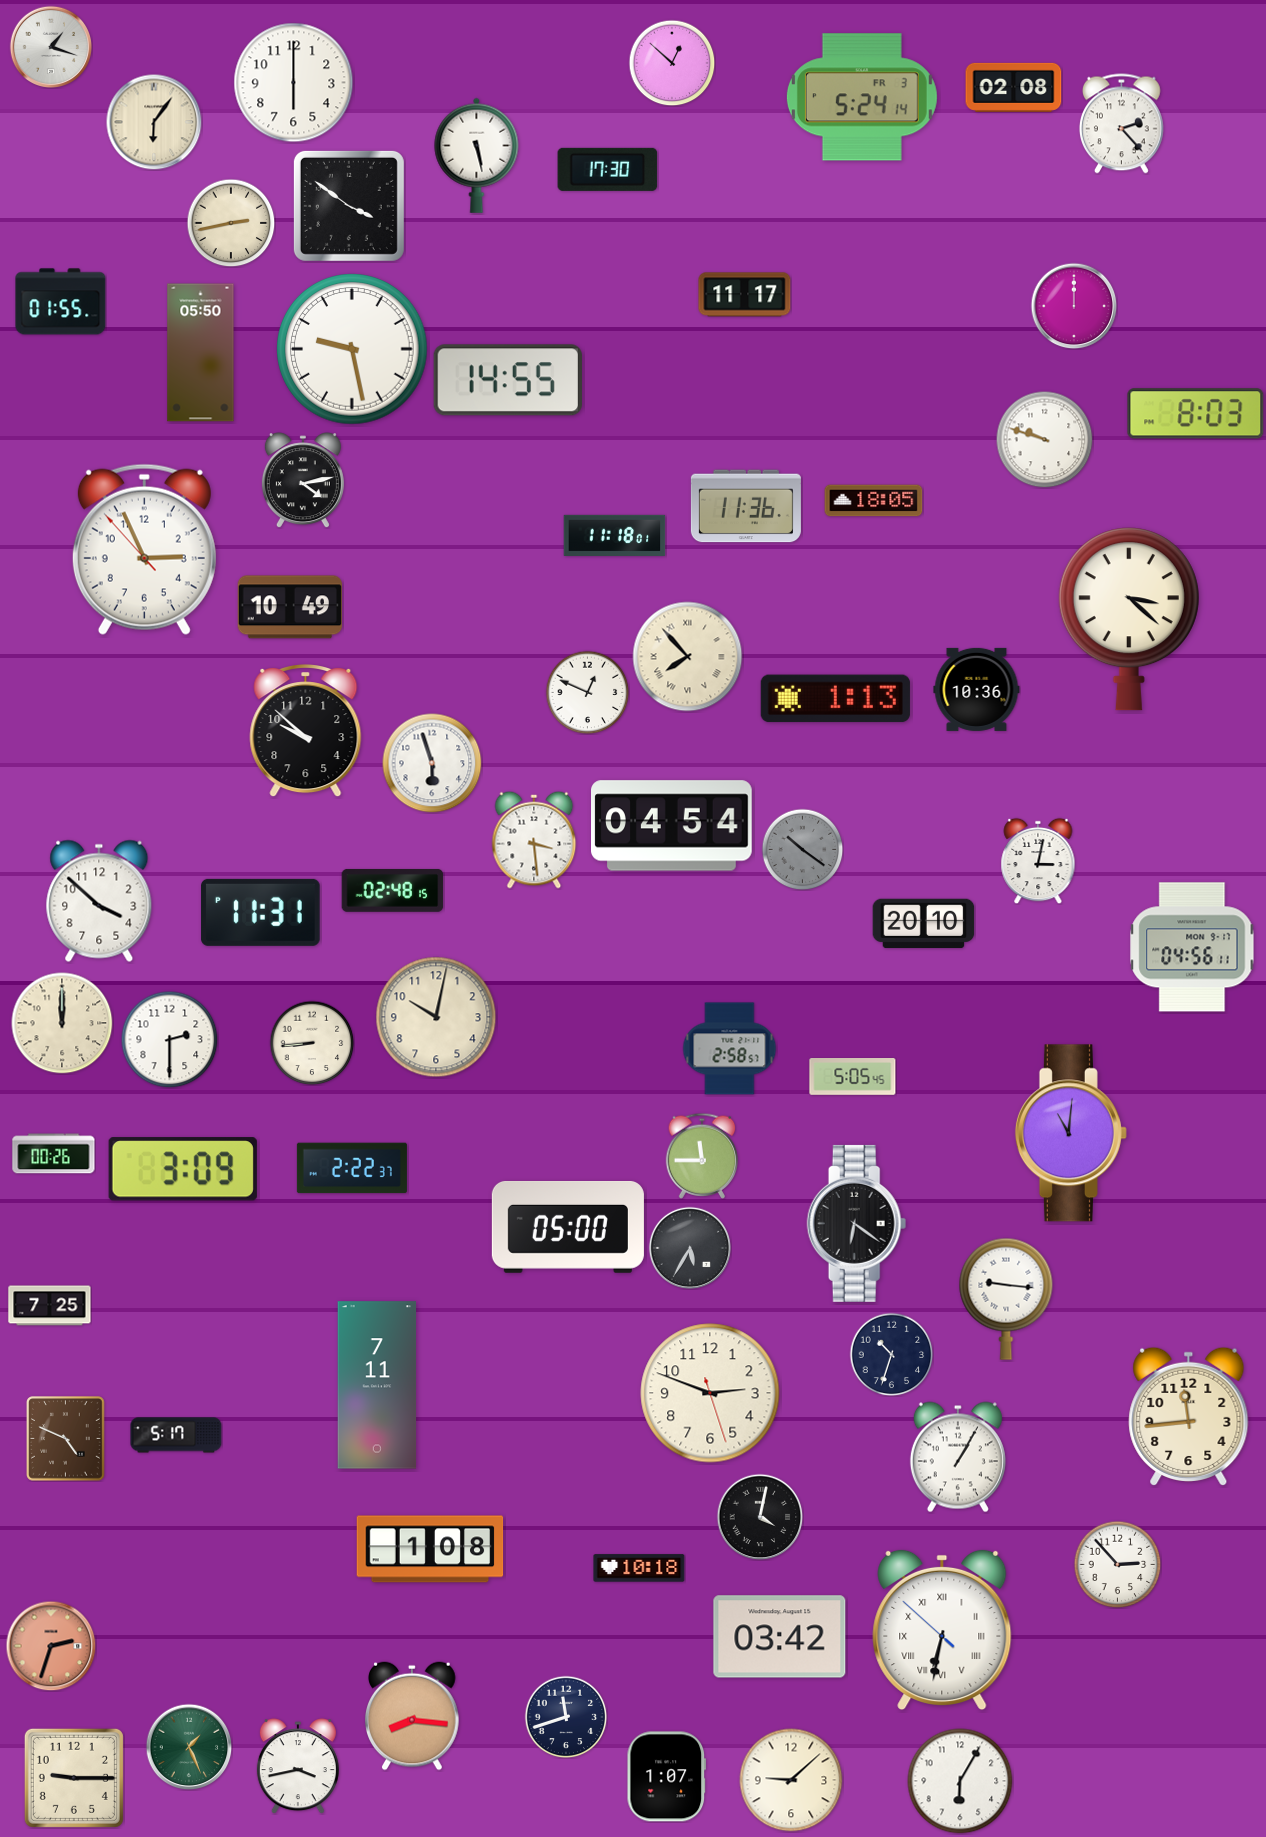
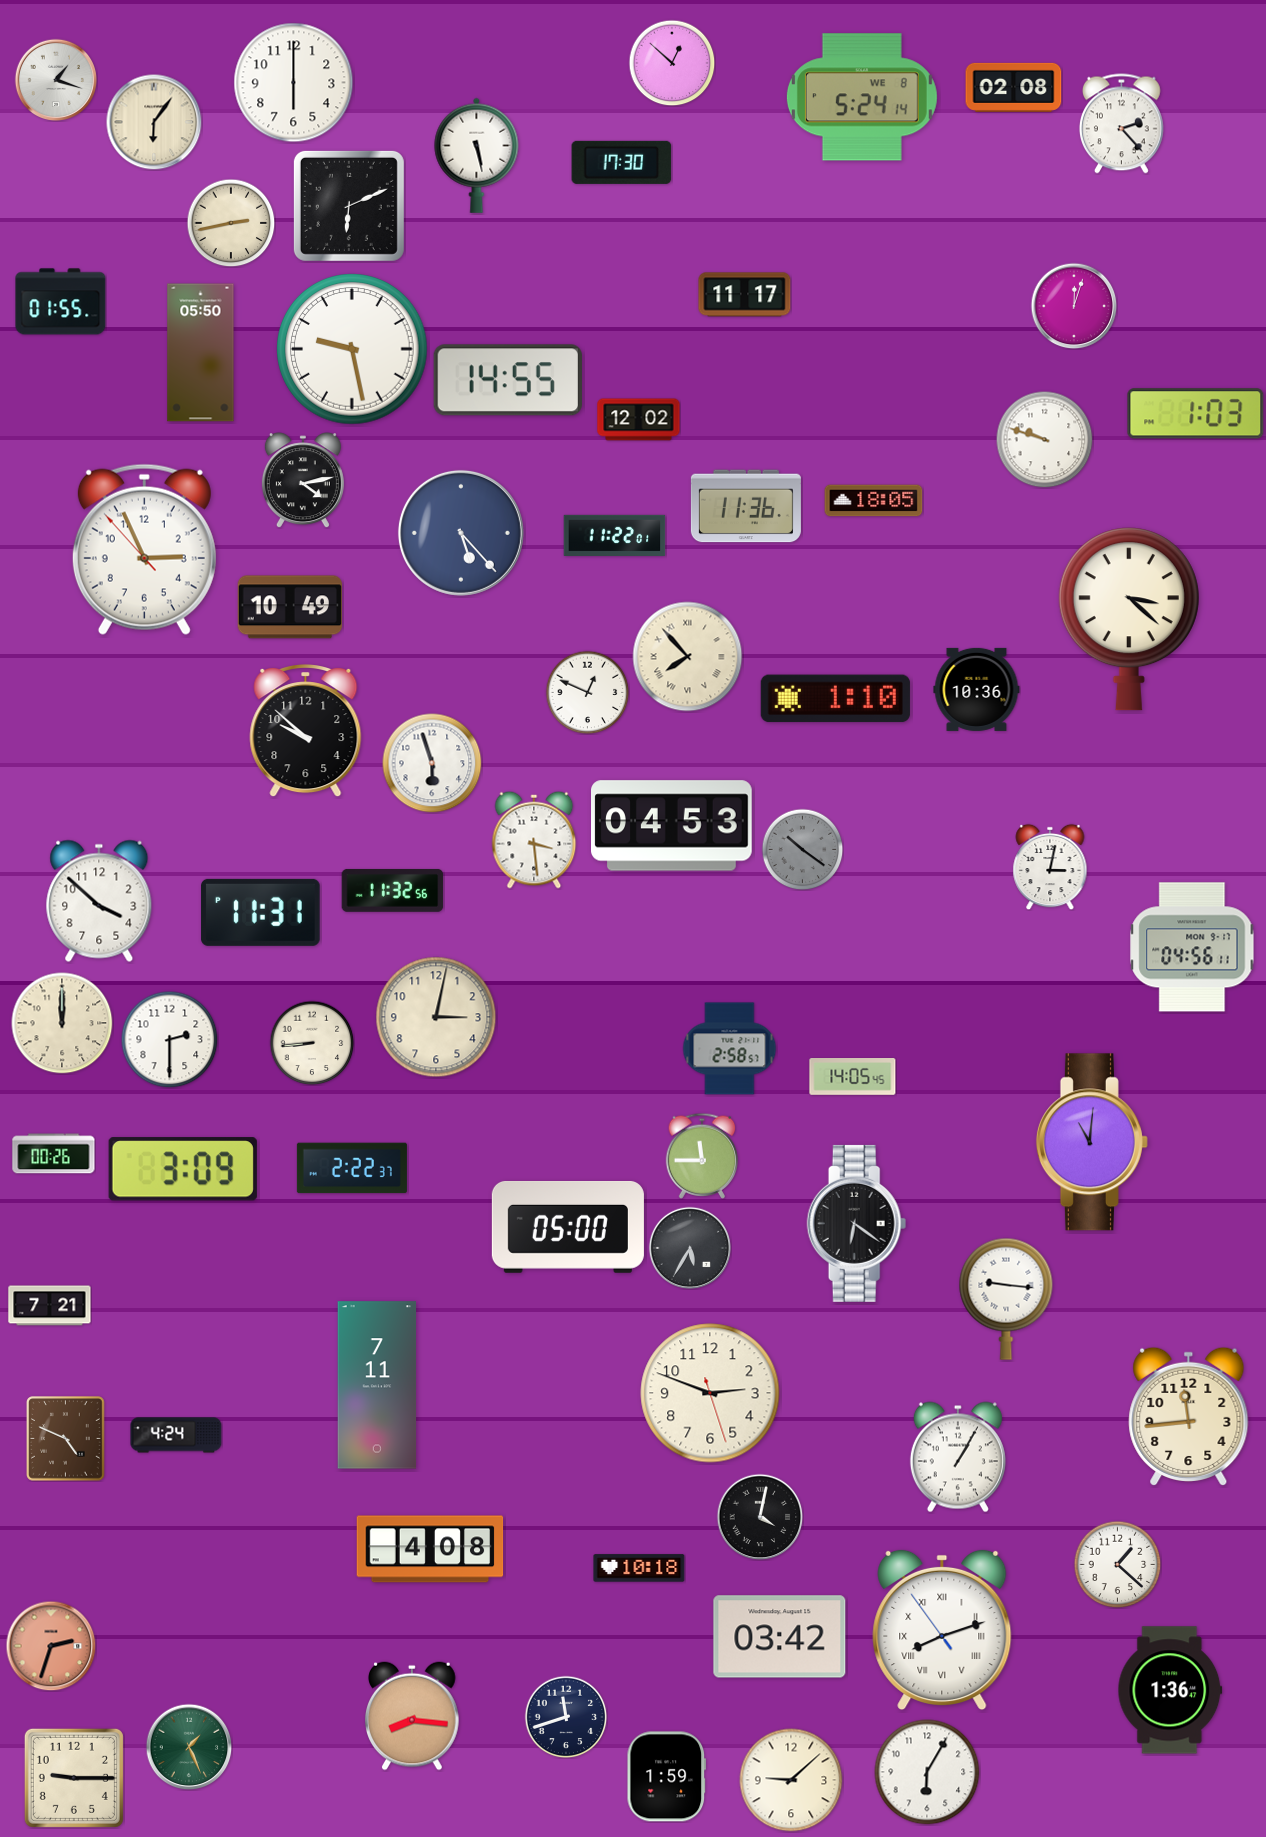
clock at (50, 46) position: (50, 46) -> (55, 79)
clock at (862, 97) date: FR 3 -> WE 8
clock at (608, 169) position: (608, 169) -> (622, 162)
clock at (349, 206): 3:51 -> 6:11
clock at (1074, 306): 12:00 -> 12:03
clock at (1196, 414): 8:03 -> 1:03
clock at (639, 420): none -> 12:02
clock at (461, 533): none -> 5:23
clock at (615, 535): 11:18 -> 11:22
clock at (835, 699): 1:13 -> 1:10
clock at (672, 826): 04:54 -> 04:53
clock at (1038, 861) position: (1038, 861) -> (1050, 867)
clock at (393, 890): 02:48 -> 11:32
clock at (924, 924): 20:10 -> none
clock at (436, 1017): 10:02 -> 3:02
clock at (853, 1077): 5:05 -> 14:05
clock at (1071, 1133) position: (1071, 1133) -> (1092, 1142)
clock at (50, 1306): 7:25 -> 7:21
clock at (891, 1354): 10:33 -> none
clock at (176, 1435): 5:17 -> 4:24
clock at (430, 1549): 1:08 -> 4:08
clock at (1117, 1564): 2:53 -> 1:22
clock at (942, 1630): 6:31 -> 8:11
clock at (1170, 1690): none -> 1:36
clock at (298, 1766): 3:43 -> none
clock at (666, 1777): 1:07 -> 1:59
clock at (960, 1781) position: (960, 1781) -> (927, 1772)
